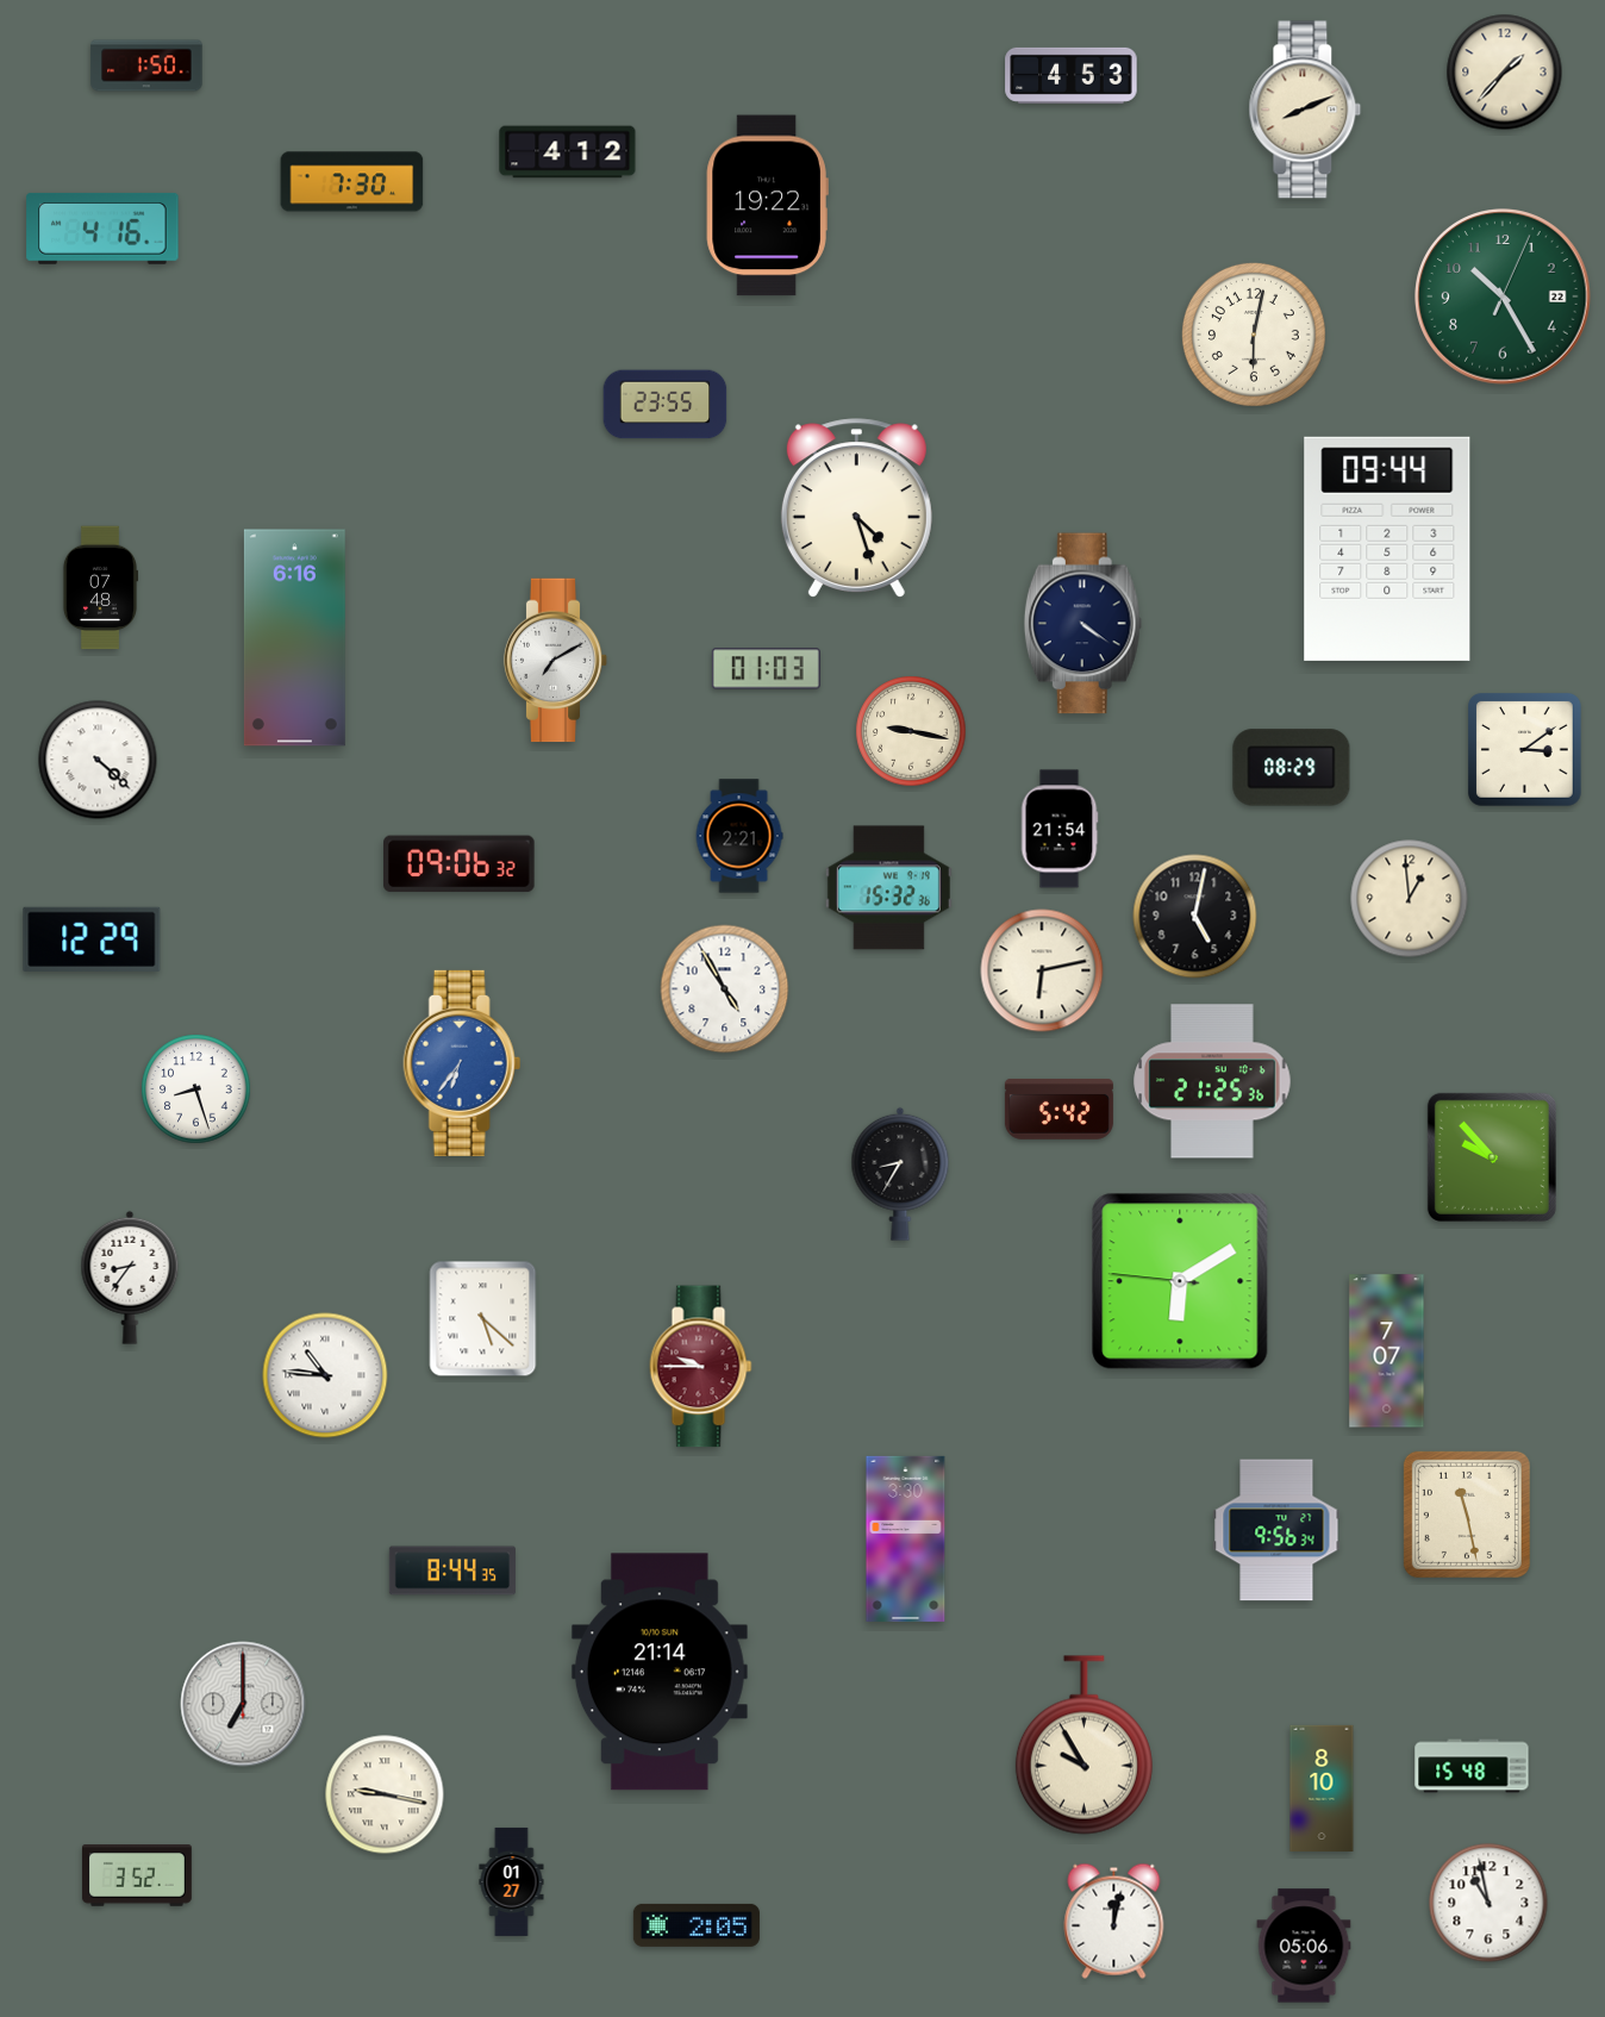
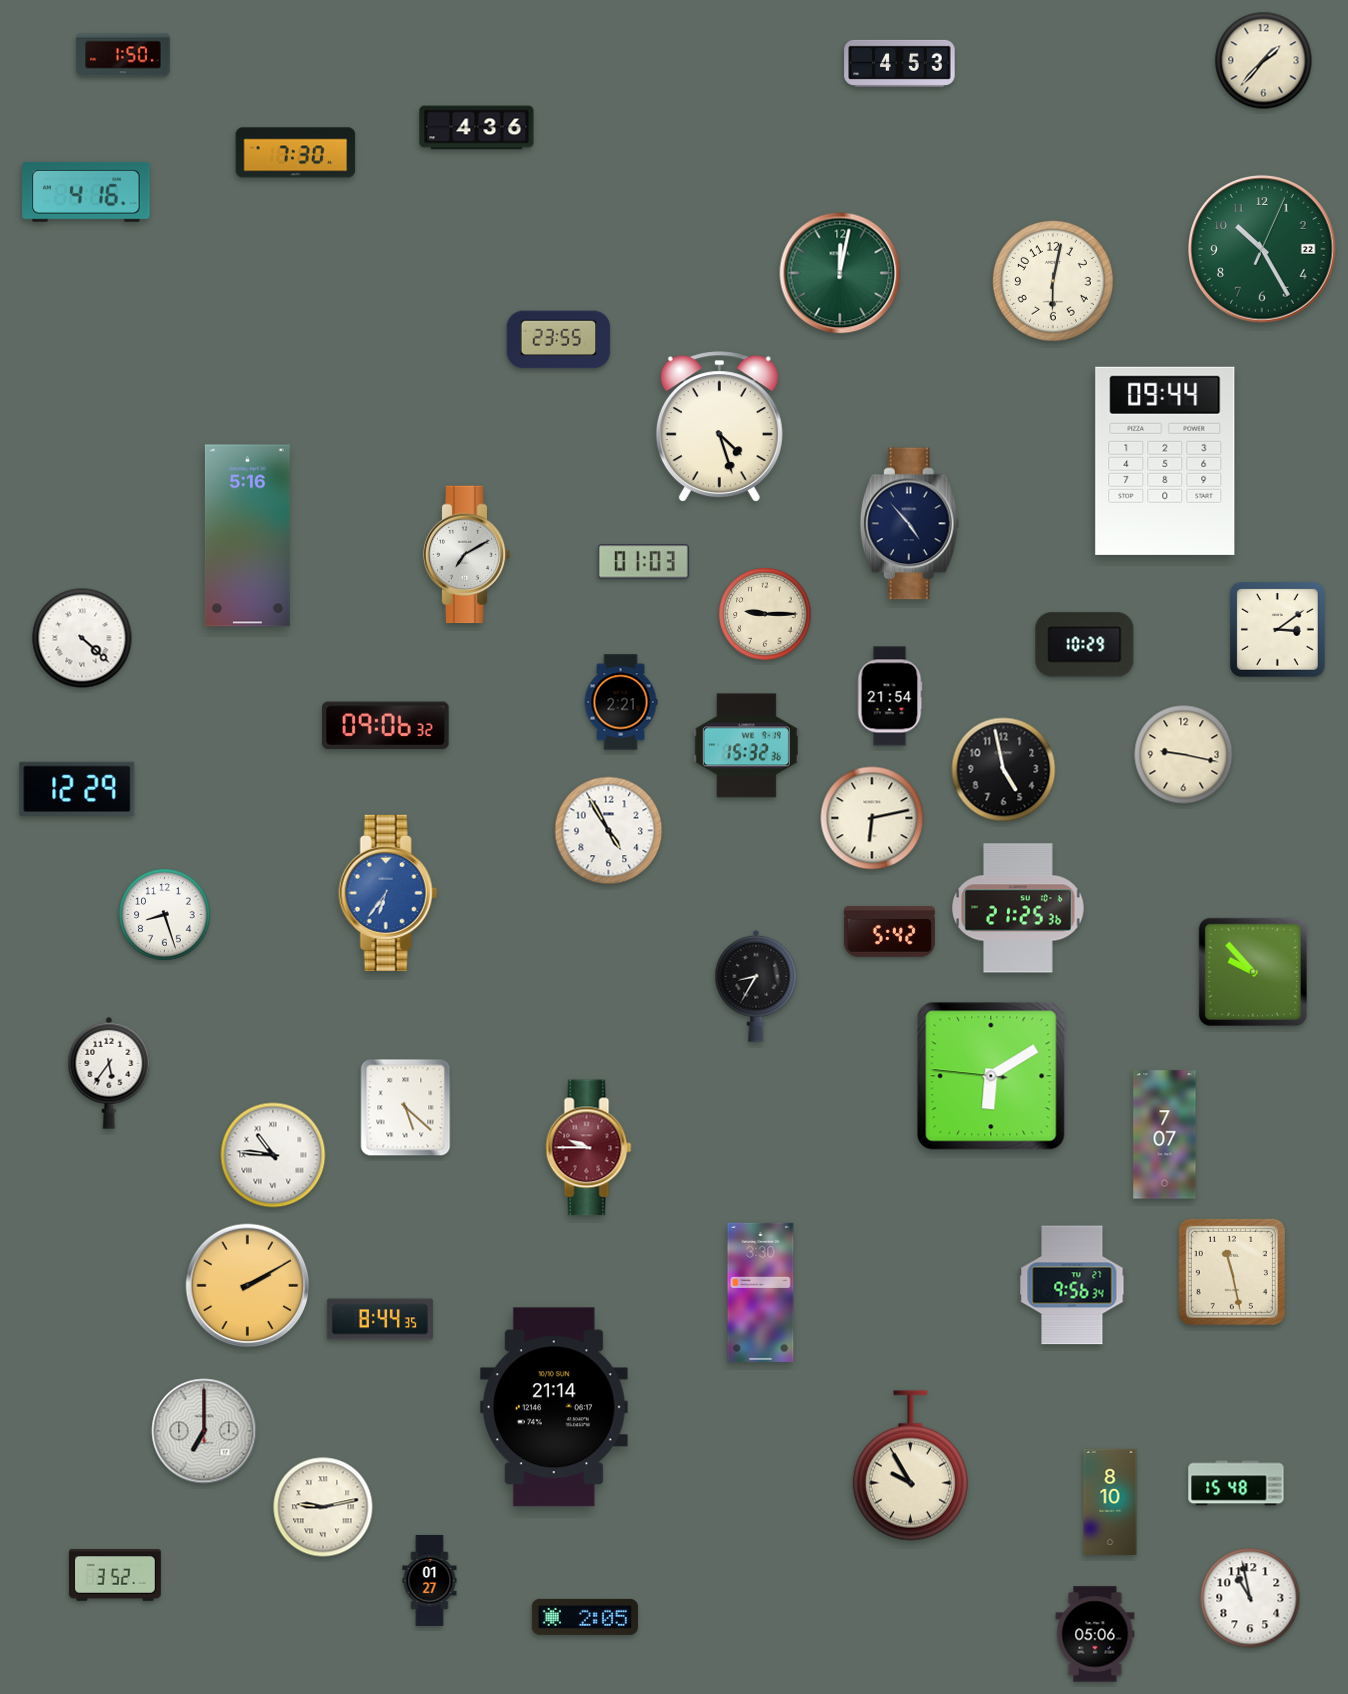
clock at (1305, 110): 8:11 -> none
clock at (568, 152): 4:12 -> 4:36
clock at (767, 206): 19:22 -> none
clock at (840, 273): none -> 12:02
clock at (99, 588): 07:48 -> none
clock at (1082, 624): 4:21 -> 4:53
clock at (294, 638): 6:16 -> 5:16
clock at (911, 731): 9:17 -> 9:15
clock at (1525, 750) position: (1525, 750) -> (1278, 630)
clock at (1292, 768): 08:29 -> 10:29
clock at (1410, 899): 12:59 -> 9:17
clock at (1195, 917): 5:02 -> 4:58
clock at (1042, 970) position: (1042, 970) -> (872, 818)
clock at (130, 1278): 8:36 -> 5:36
clock at (248, 1286): none -> 2:10
clock at (660, 1672) position: (660, 1672) -> (554, 1407)
clock at (385, 1794): 9:17 -> 9:13
clock at (1114, 1921): 12:02 -> none
